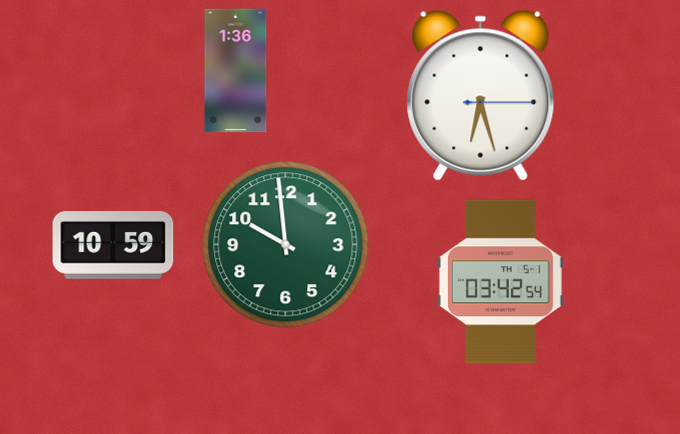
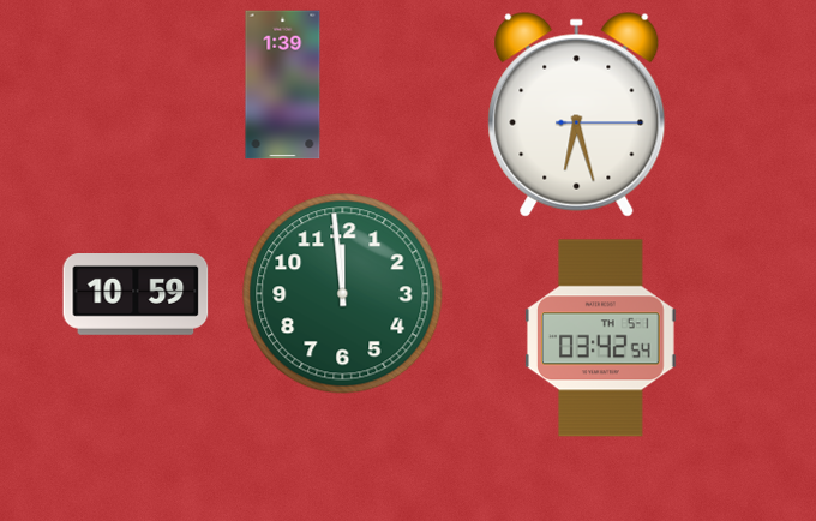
clock at (236, 71): 1:36 -> 1:39
clock at (286, 245): 9:59 -> 11:59
